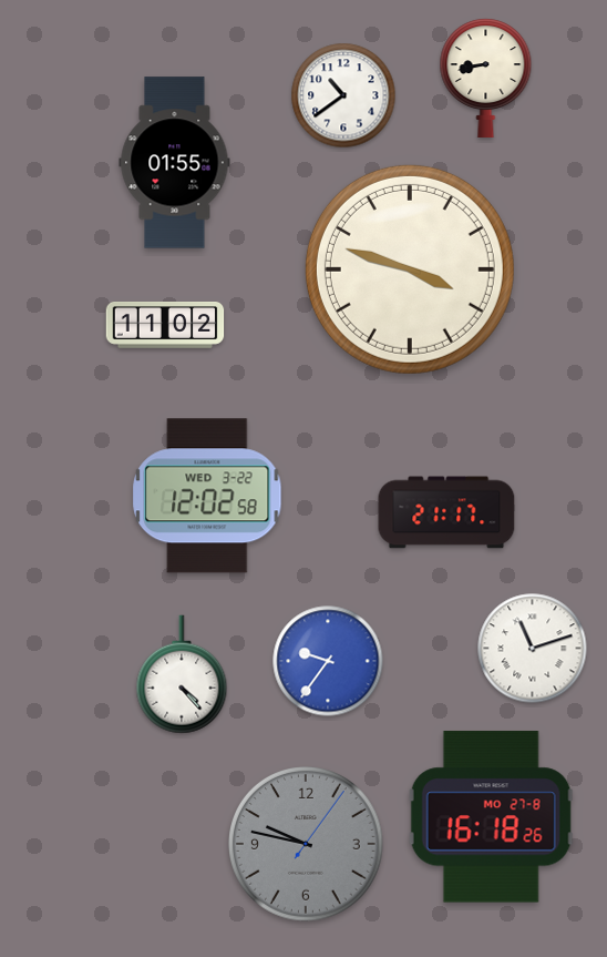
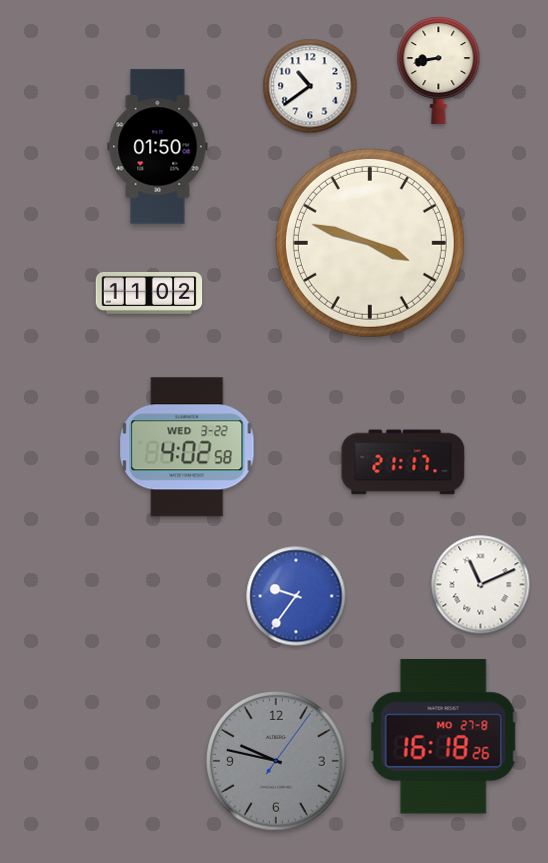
clock at (175, 163): 01:55 -> 01:50
clock at (207, 496): 12:02 -> 4:02
clock at (533, 649): 11:12 -> 11:11
clock at (182, 674): 4:23 -> none
